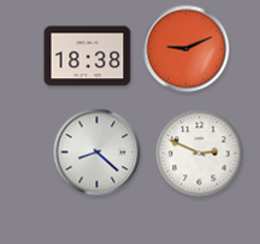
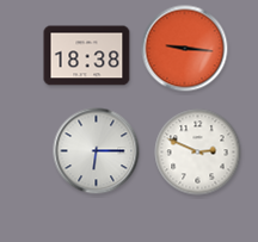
clock at (187, 49): 9:11 -> 9:16
clock at (97, 153): 8:22 -> 6:15
